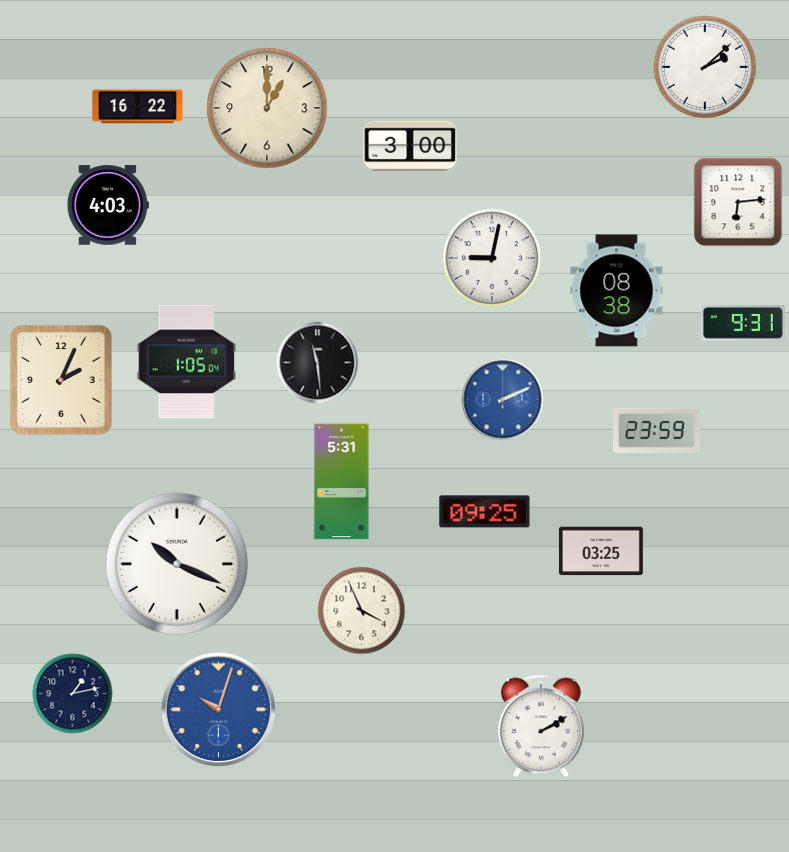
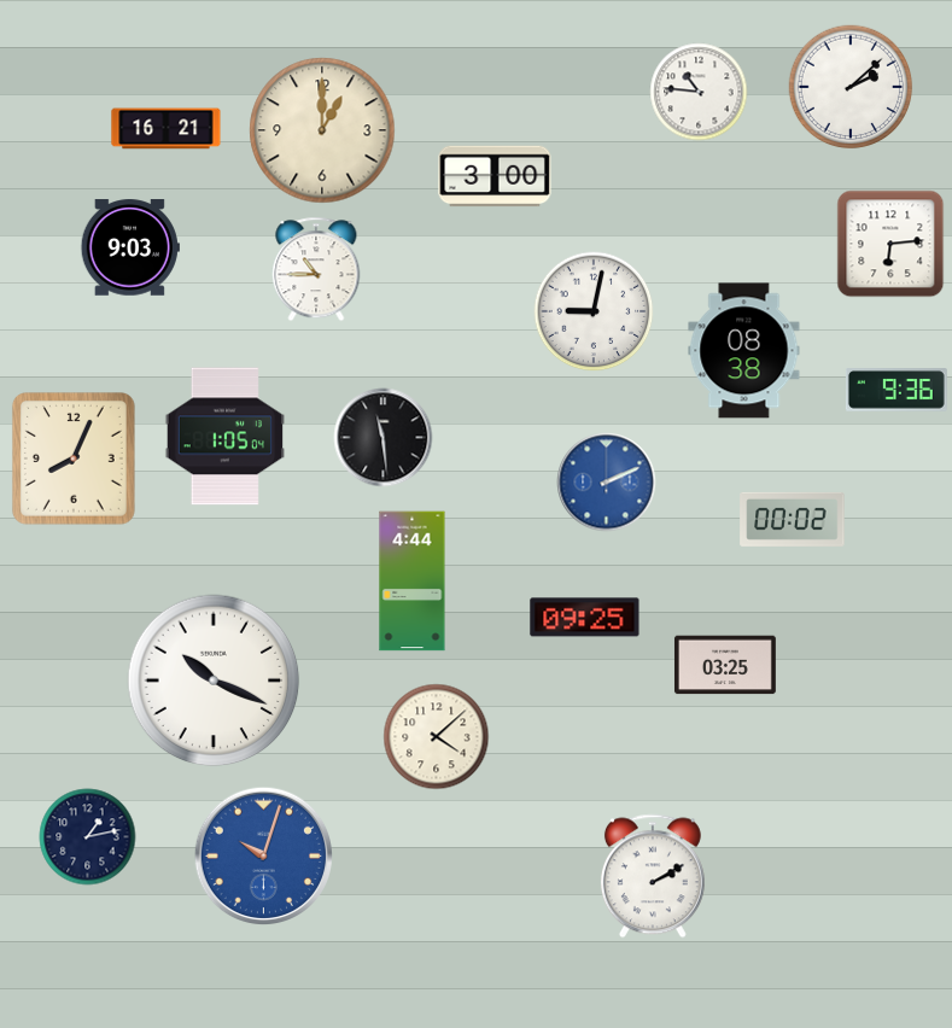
clock at (705, 67) position: (705, 67) -> (851, 87)
clock at (699, 92): none -> 10:46
clock at (138, 107): 16:22 -> 16:21
clock at (108, 205): 4:03 -> 9:03
clock at (316, 269): none -> 10:45
clock at (743, 323): 9:31 -> 9:36
clock at (61, 381): 2:04 -> 8:04
clock at (657, 430): 23:59 -> 00:02
clock at (342, 482): 5:31 -> 4:44
clock at (362, 611): 3:56 -> 4:08
